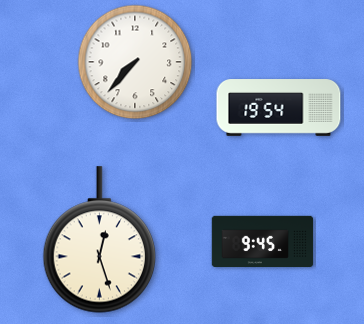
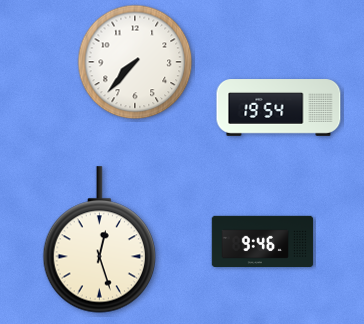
clock at (263, 241): 9:45 -> 9:46
